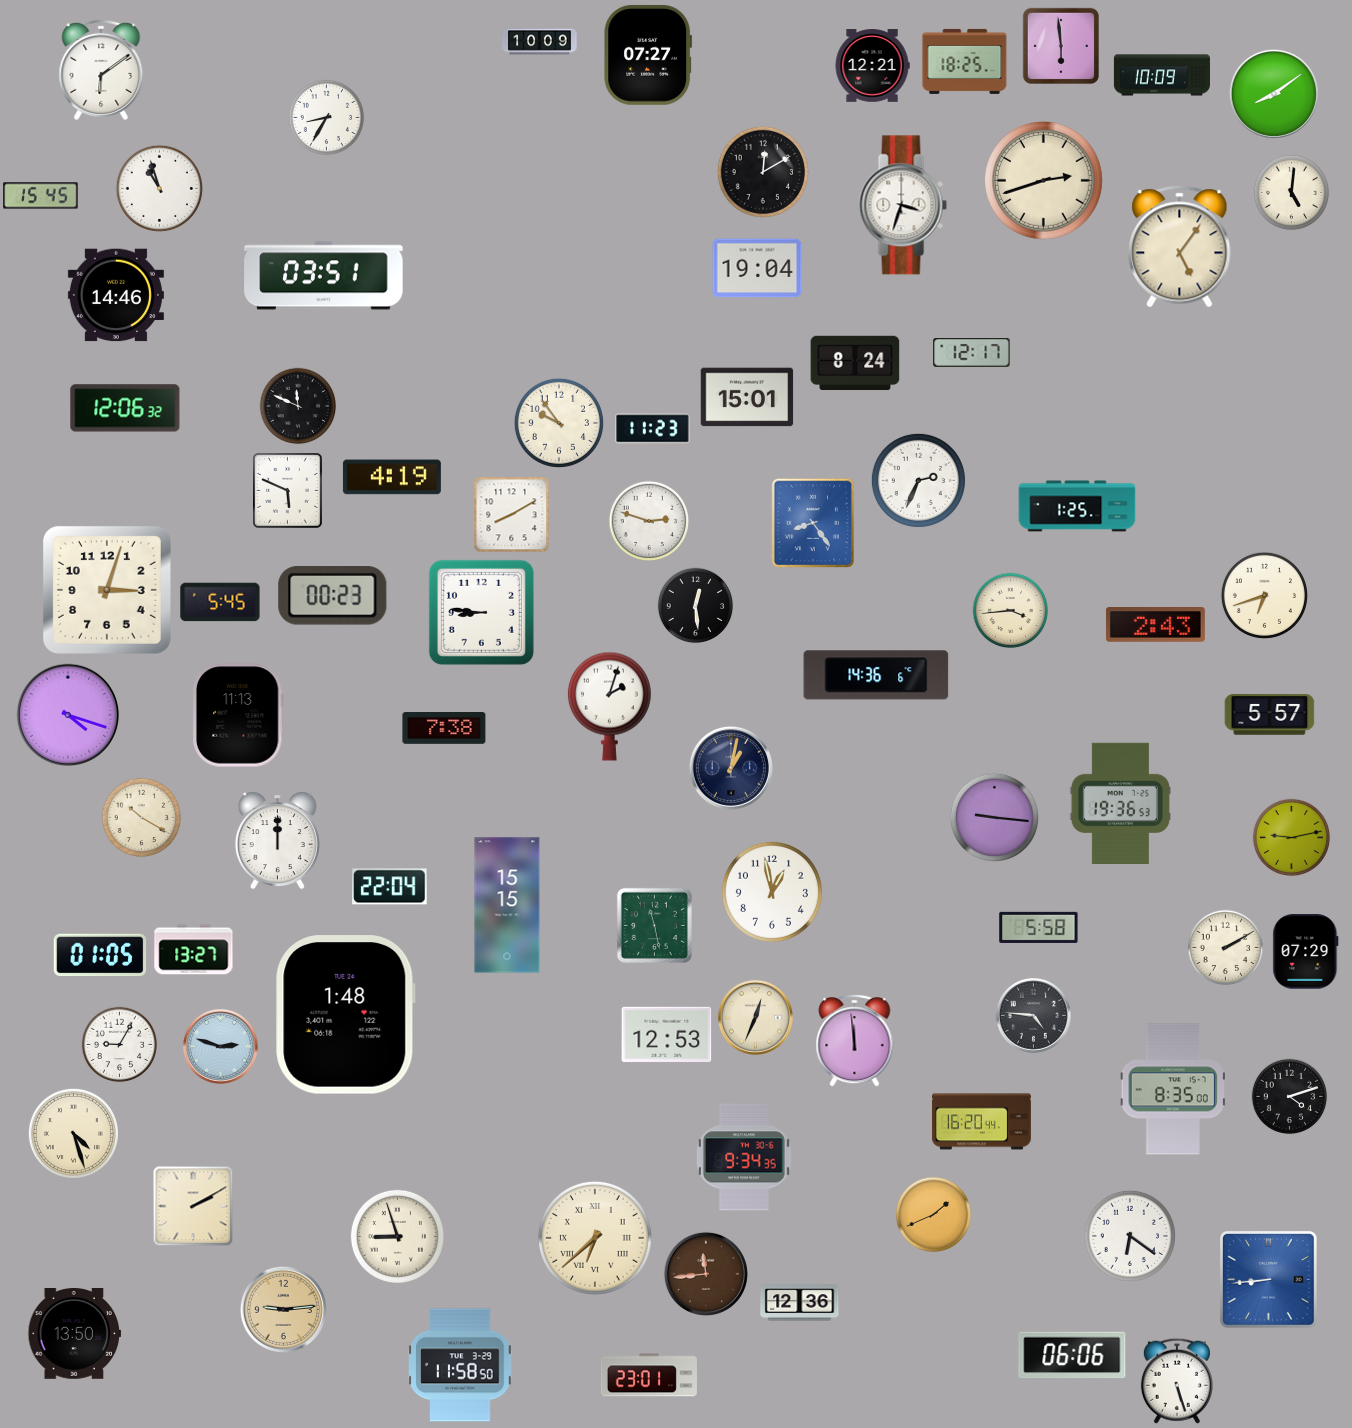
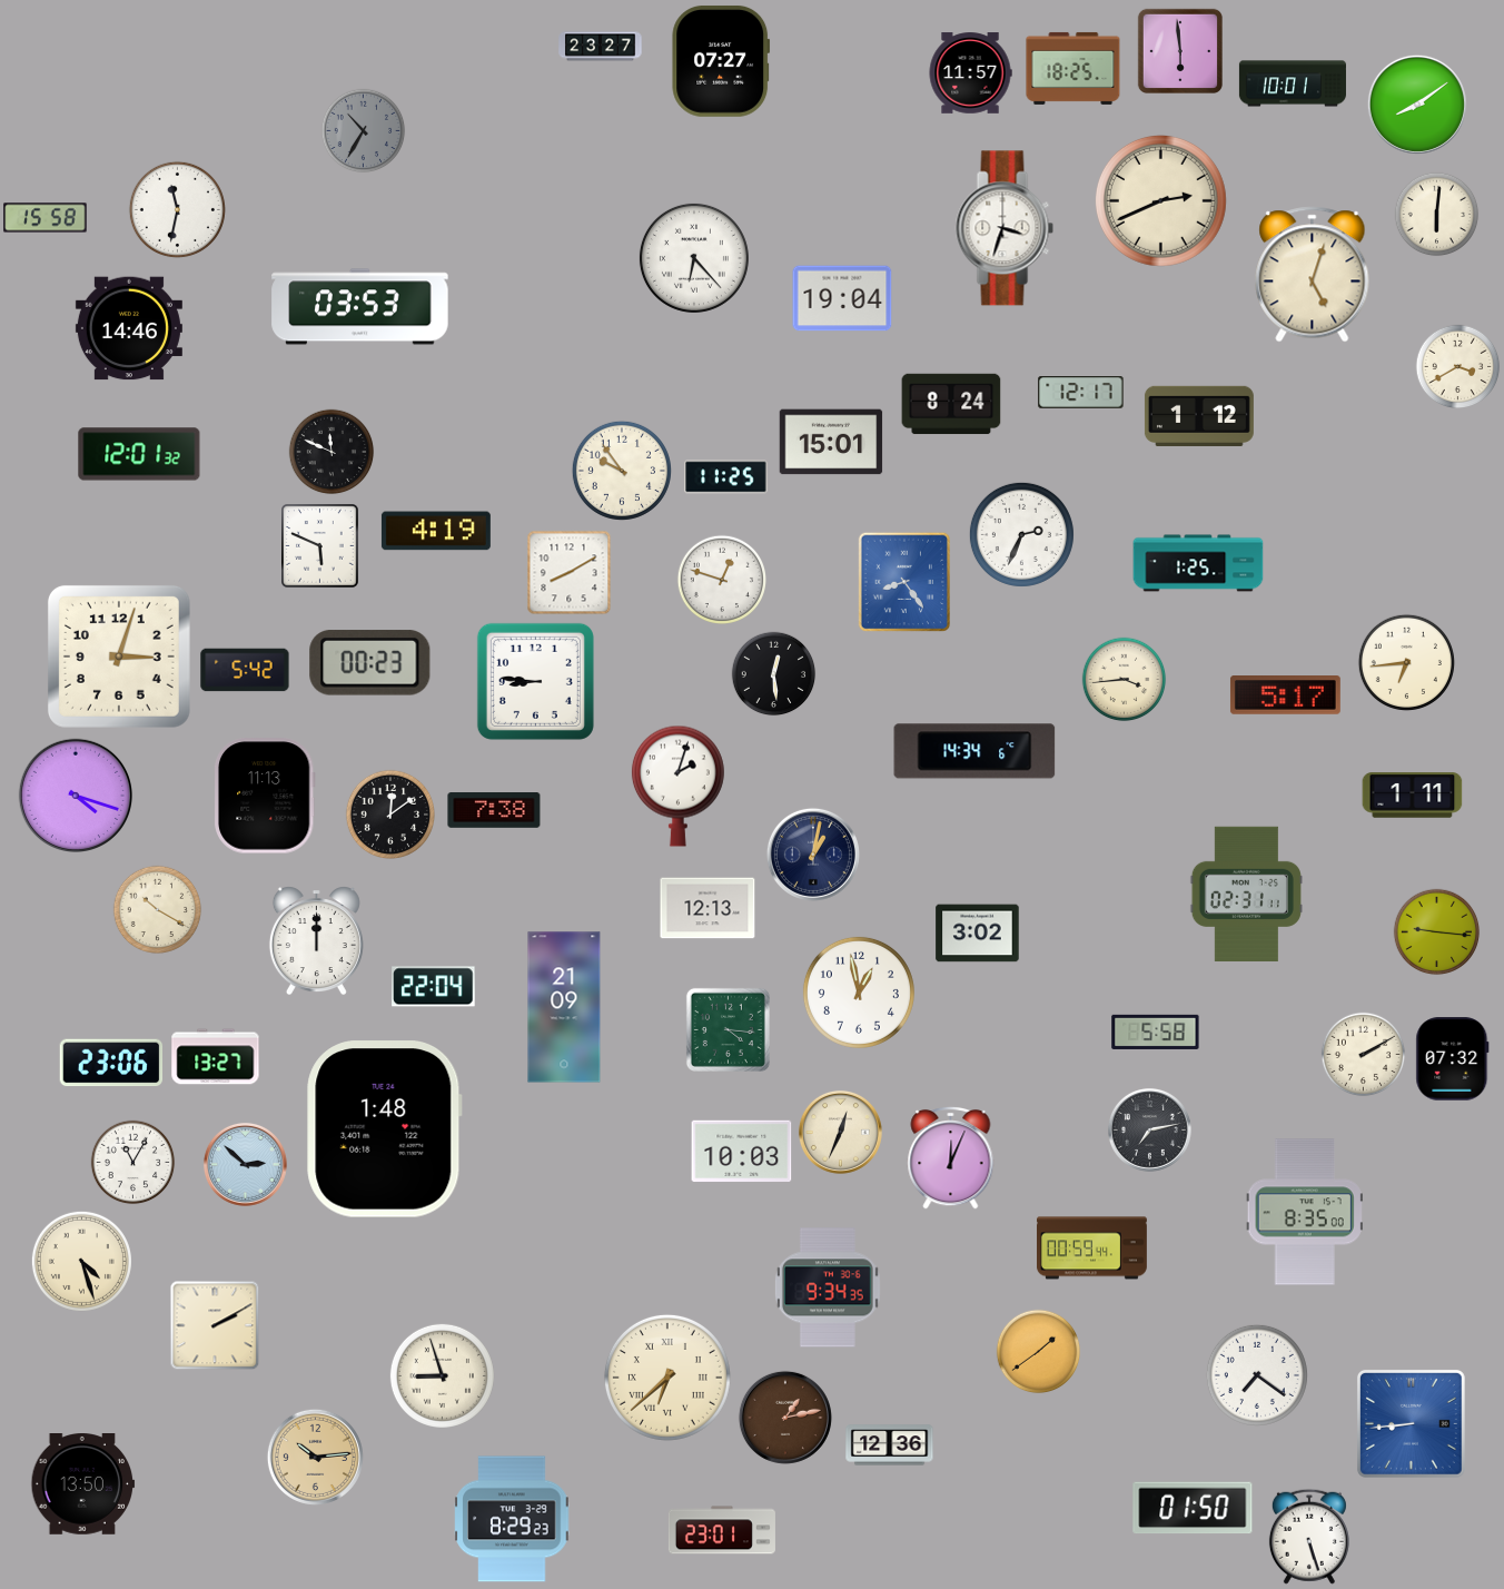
clock at (540, 42): 10:09 -> 23:27
clock at (872, 66): 12:21 -> 11:57
clock at (101, 70): 6:09 -> none
clock at (1162, 75): 10:09 -> 10:01
clock at (327, 118): 8:35 -> 10:35
clock at (327, 118) dial: white -> grey
clock at (763, 172): 12:10 -> none
clock at (1043, 180): 2:42 -> 2:41
clock at (159, 188): 10:57 -> 11:32
clock at (1292, 193): 5:01 -> 6:01
clock at (41, 196): 15:45 -> 15:58
clock at (694, 258): none -> 6:23
clock at (1180, 247): 5:06 -> 5:03
clock at (324, 276): 03:51 -> 03:53
clock at (1458, 367): none -> 3:40
clock at (1199, 416): none -> 1:12
clock at (125, 408): 12:06 -> 12:01
clock at (653, 429): 11:23 -> 11:25
clock at (648, 521): 2:48 -> 12:48
clock at (1264, 595): 6:42 -> 6:44
clock at (220, 602): 5:45 -> 5:42
clock at (1155, 625): 2:43 -> 5:17
clock at (876, 675): 14:36 -> 14:34
clock at (1270, 715): 5:57 -> 1:11
clock at (389, 815): none -> 12:09
clock at (1120, 803): 19:36 -> 02:31
clock at (708, 908): none -> 12:13
clock at (994, 817): 9:16 -> none
clock at (1292, 838): 9:13 -> 9:16
clock at (978, 934): none -> 3:02
clock at (277, 841) position: (277, 841) -> (316, 941)
clock at (507, 905): 15:15 -> 21:09
clock at (654, 925): 11:28 -> 4:16
clock at (1306, 952): 07:29 -> 07:32
clock at (100, 955): 01:05 -> 23:06
clock at (1033, 1015): 4:46 -> 7:13
clock at (667, 1035): 12:53 -> 10:03
clock at (855, 1040): 11:59 -> 12:04
clock at (120, 1045): 9:05 -> 11:05
clock at (220, 1046): 2:48 -> 2:52
clock at (1290, 1097): 4:12 -> none
clock at (982, 1122): 16:20 -> 00:59
clock at (193, 1206) position: (193, 1206) -> (215, 1325)
clock at (934, 1215): 1:41 -> 1:39
clock at (1130, 1236): 6:21 -> 7:21
clock at (595, 1238) position: (595, 1238) -> (667, 1378)
clock at (706, 1274): 11:44 -> 1:13
clock at (800, 1303) position: (800, 1303) -> (890, 1445)
clock at (283, 1309): 9:14 -> 10:14
clock at (1072, 1355): 06:06 -> 01:50
clock at (460, 1365): 11:58 -> 8:29
